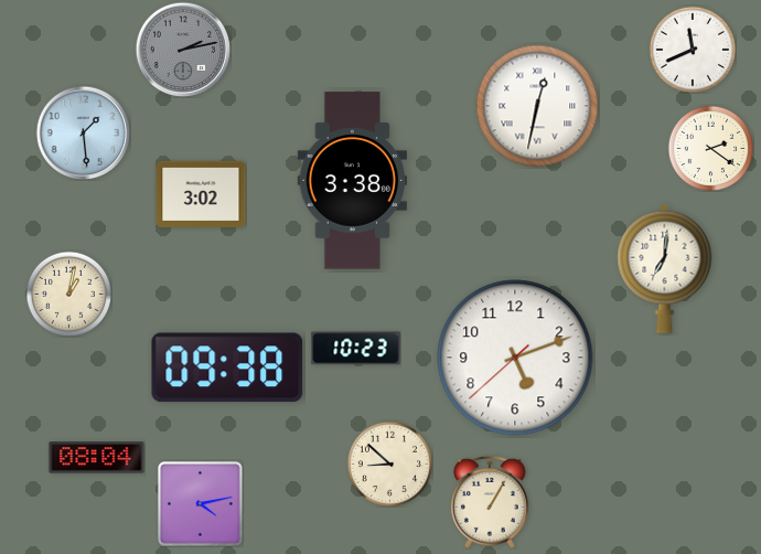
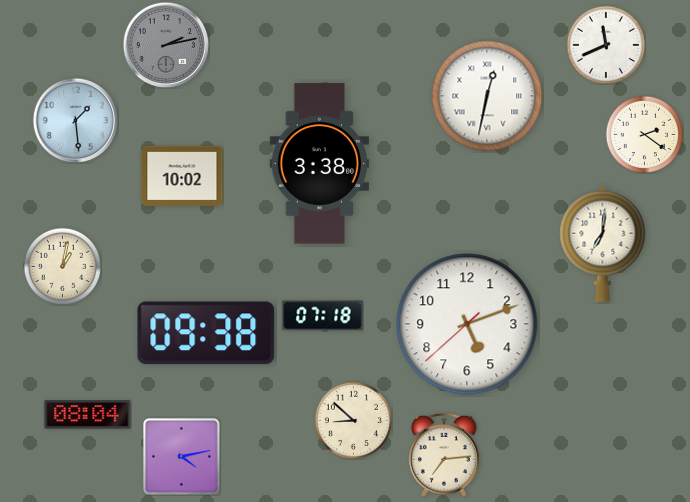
clock at (693, 50) position: (693, 50) -> (606, 45)
clock at (201, 193): 3:02 -> 10:02
clock at (356, 349): 10:23 -> 07:18
clock at (490, 502): 1:05 -> 7:14
